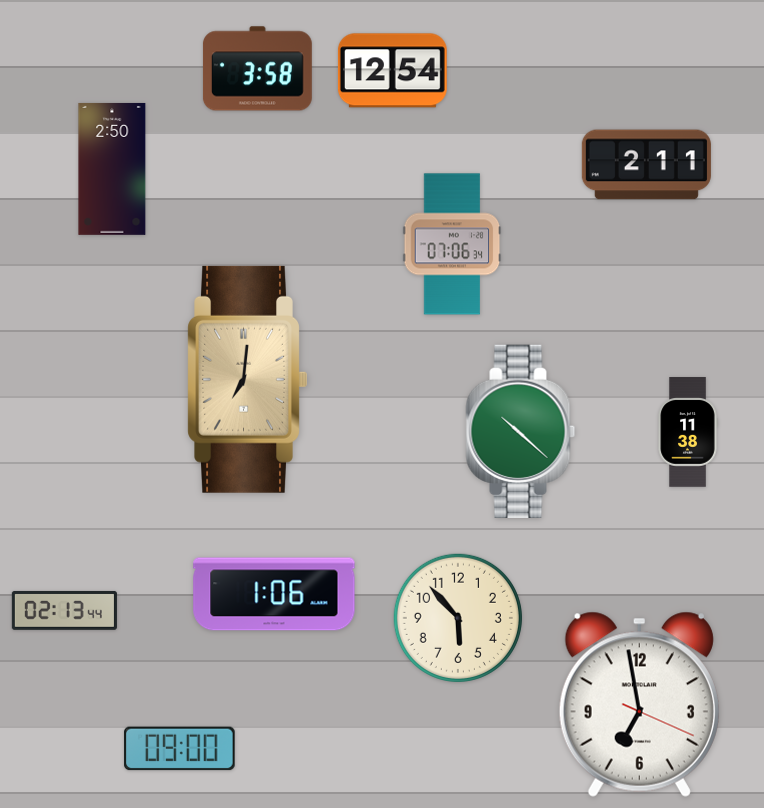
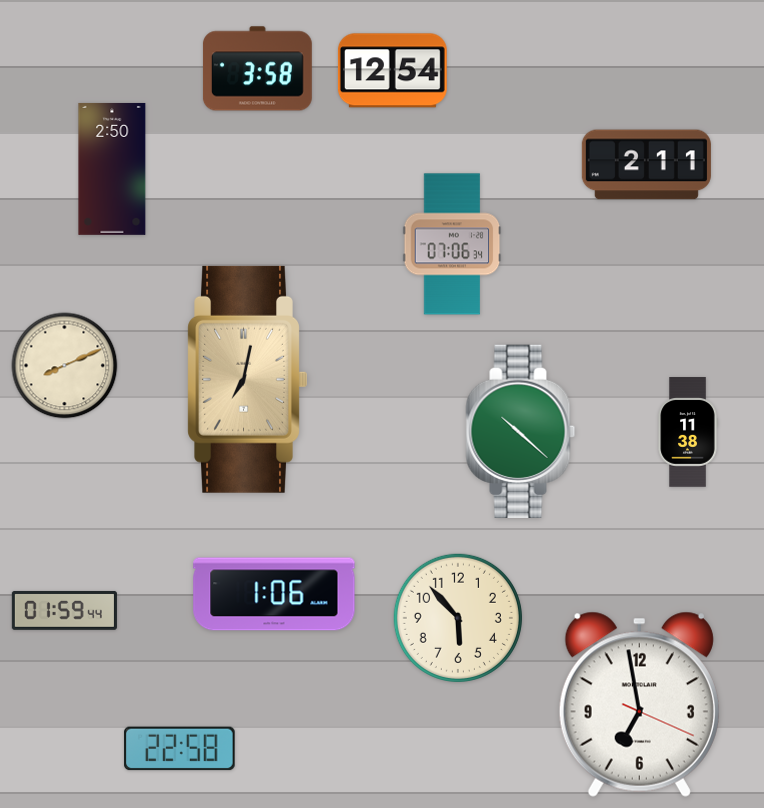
clock at (65, 366): none -> 8:11
clock at (247, 379): 7:01 -> 7:02
clock at (64, 610): 02:13 -> 01:59
clock at (180, 749): 09:00 -> 22:58
